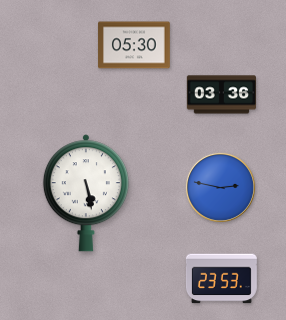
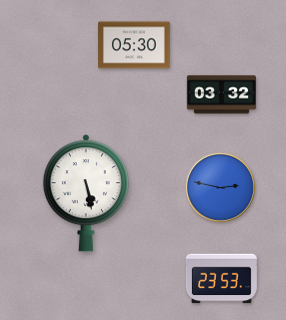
clock at (221, 95): 03:36 -> 03:32
